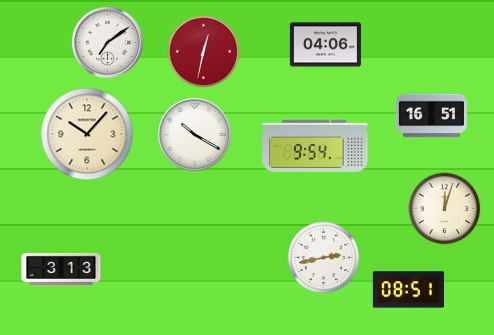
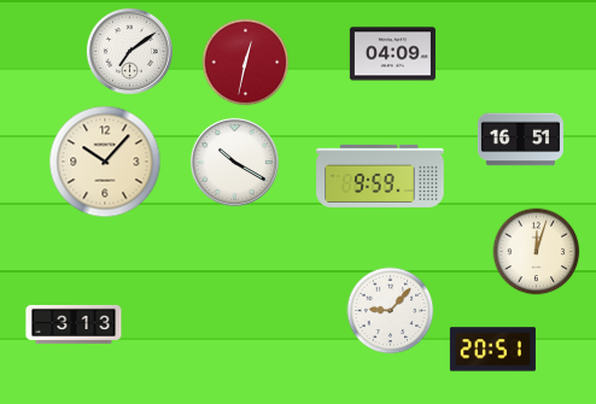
clock at (325, 45): 04:06 -> 04:09
clock at (315, 146): 9:54 -> 9:59
clock at (324, 258): 2:43 -> 9:07
clock at (408, 290): 08:51 -> 20:51
